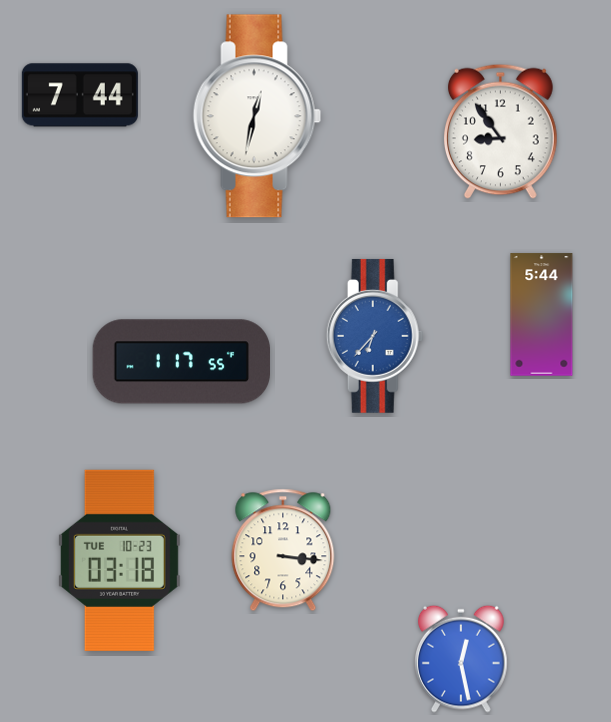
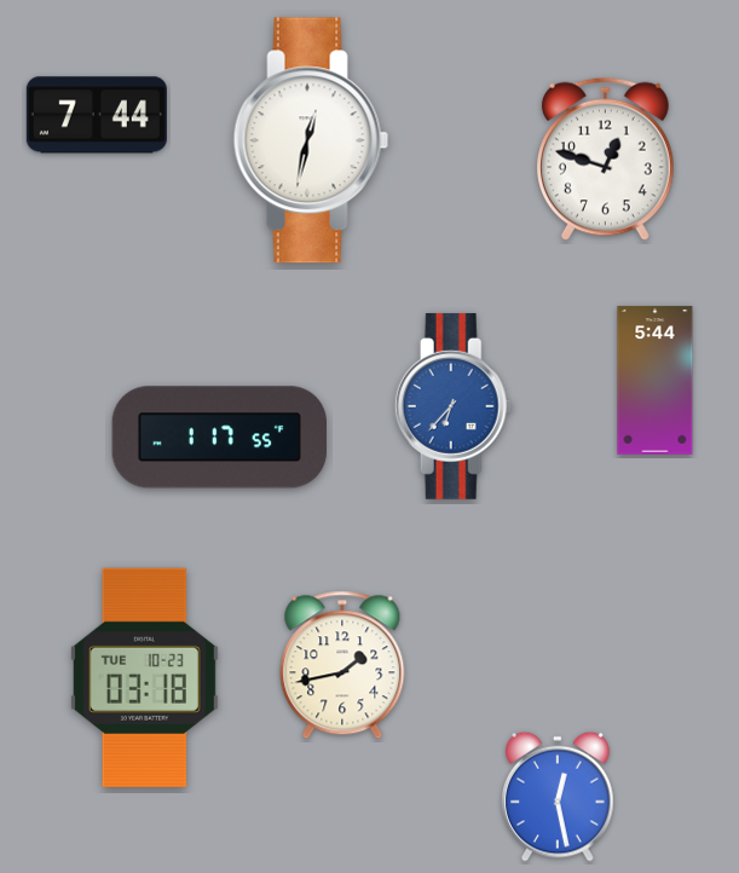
clock at (500, 131): 8:54 -> 12:48
clock at (283, 550): 3:16 -> 1:43
